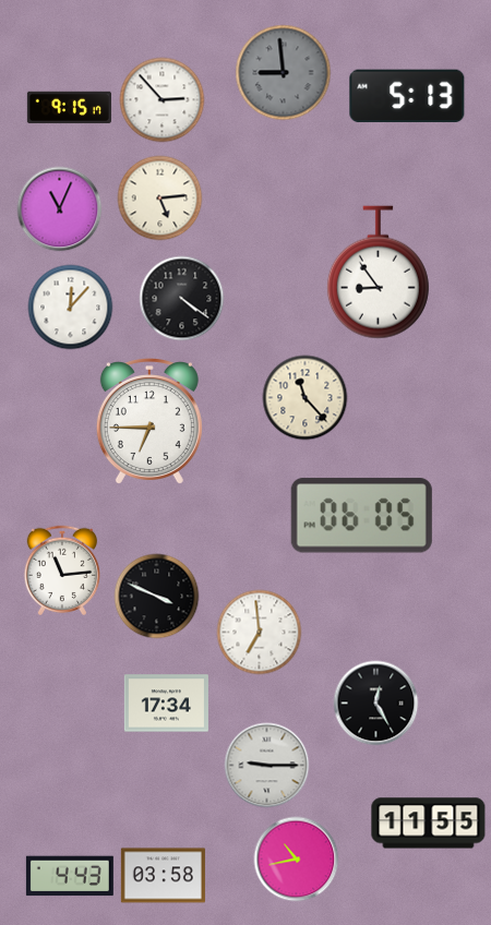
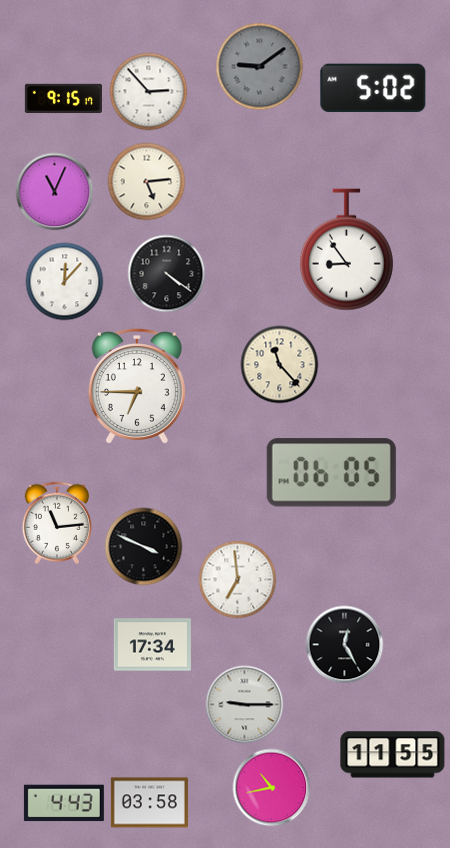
clock at (283, 72): 8:59 -> 9:09
clock at (407, 96): 5:13 -> 5:02
clock at (266, 765) position: (266, 765) -> (244, 704)
